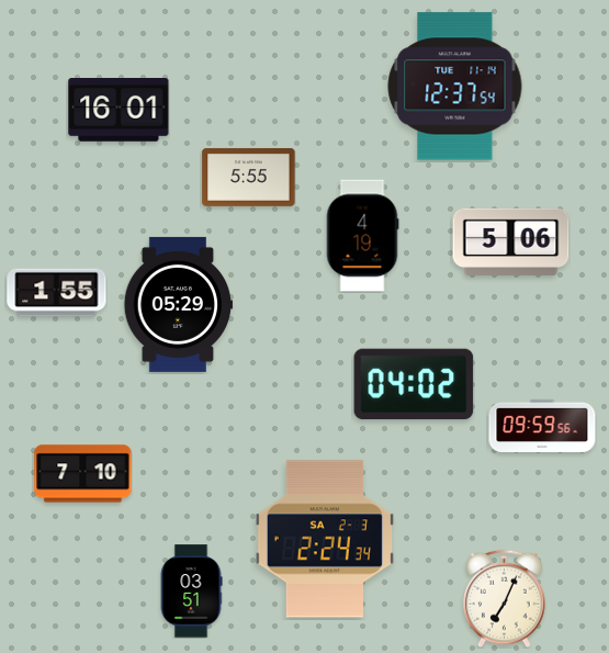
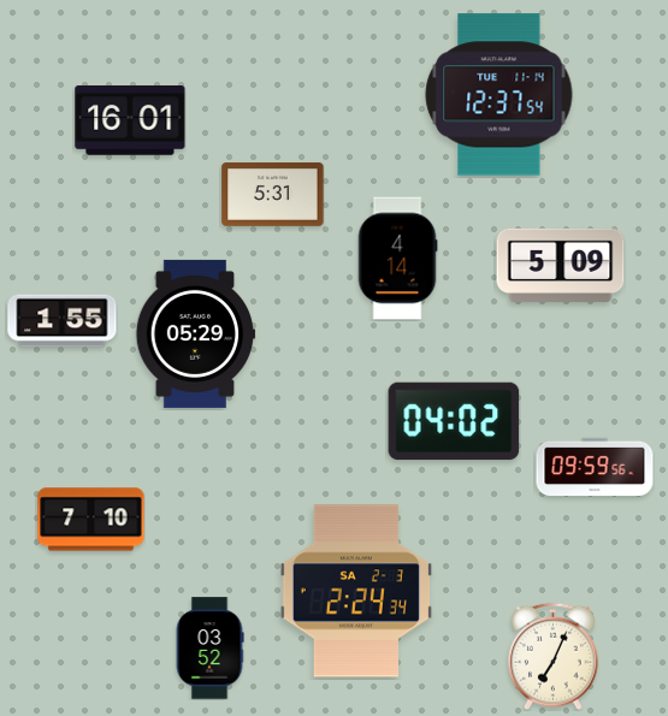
clock at (249, 178): 5:55 -> 5:31
clock at (362, 236): 4:19 -> 4:14
clock at (511, 241): 5:06 -> 5:09
clock at (191, 592): 03:51 -> 03:52
